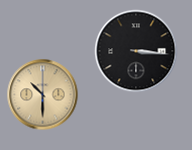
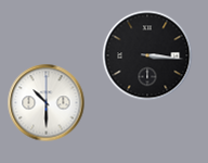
clock at (43, 95) dial: champagne -> white
